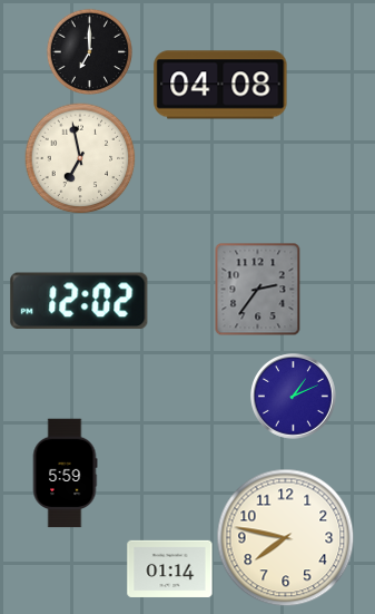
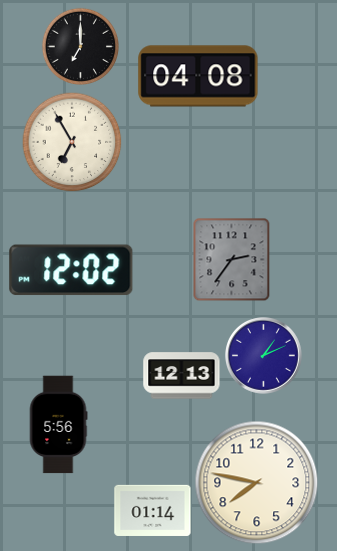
clock at (80, 158): 6:58 -> 6:55
clock at (182, 376): none -> 12:13
clock at (65, 474): 5:59 -> 5:56
